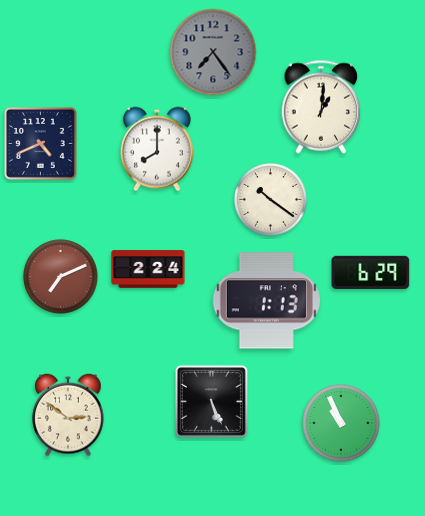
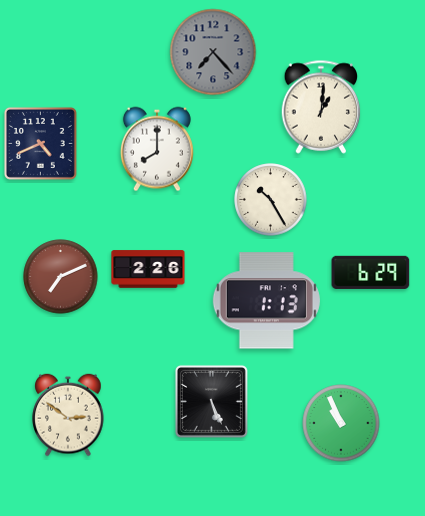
clock at (213, 52): 7:24 -> 7:23
clock at (271, 200): 10:21 -> 10:25
clock at (148, 269): 2:24 -> 2:26
